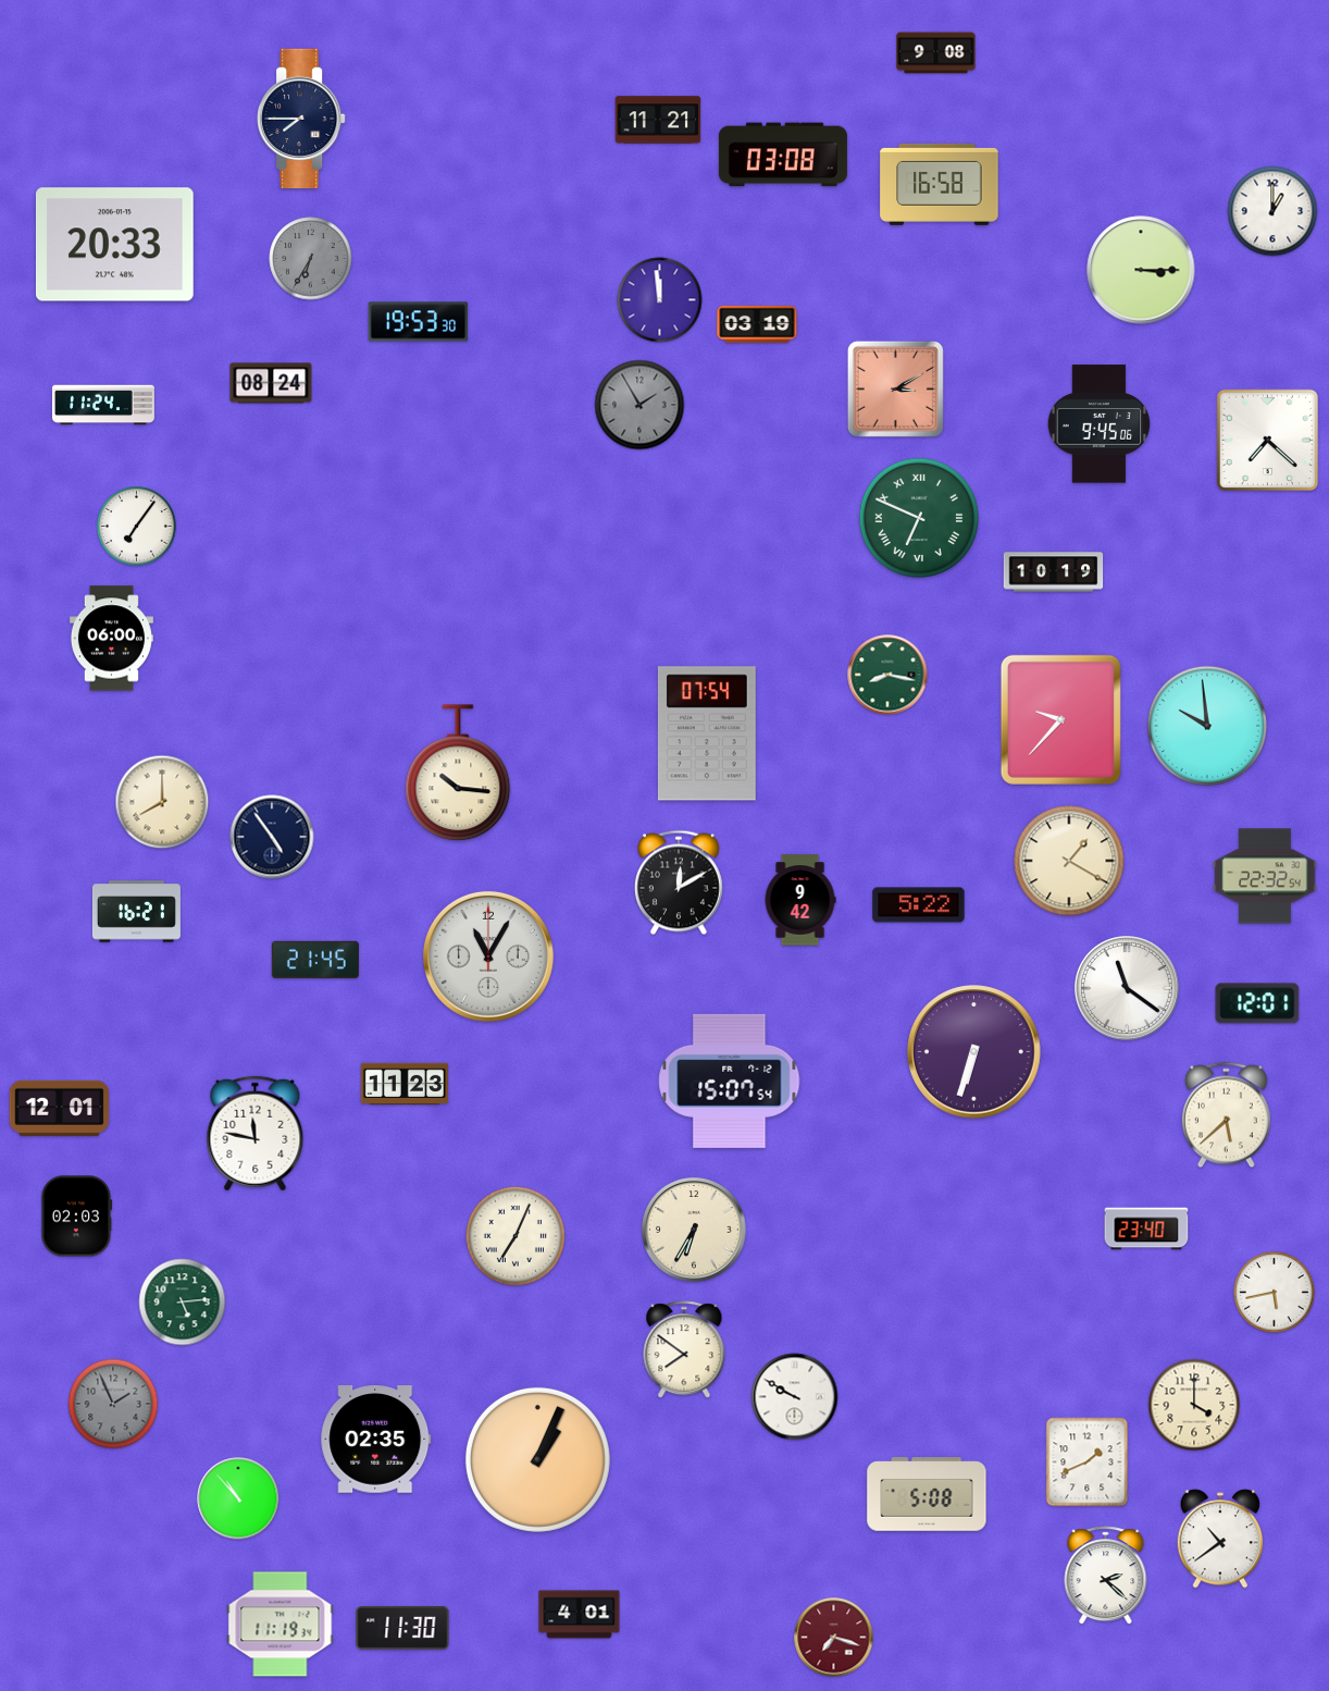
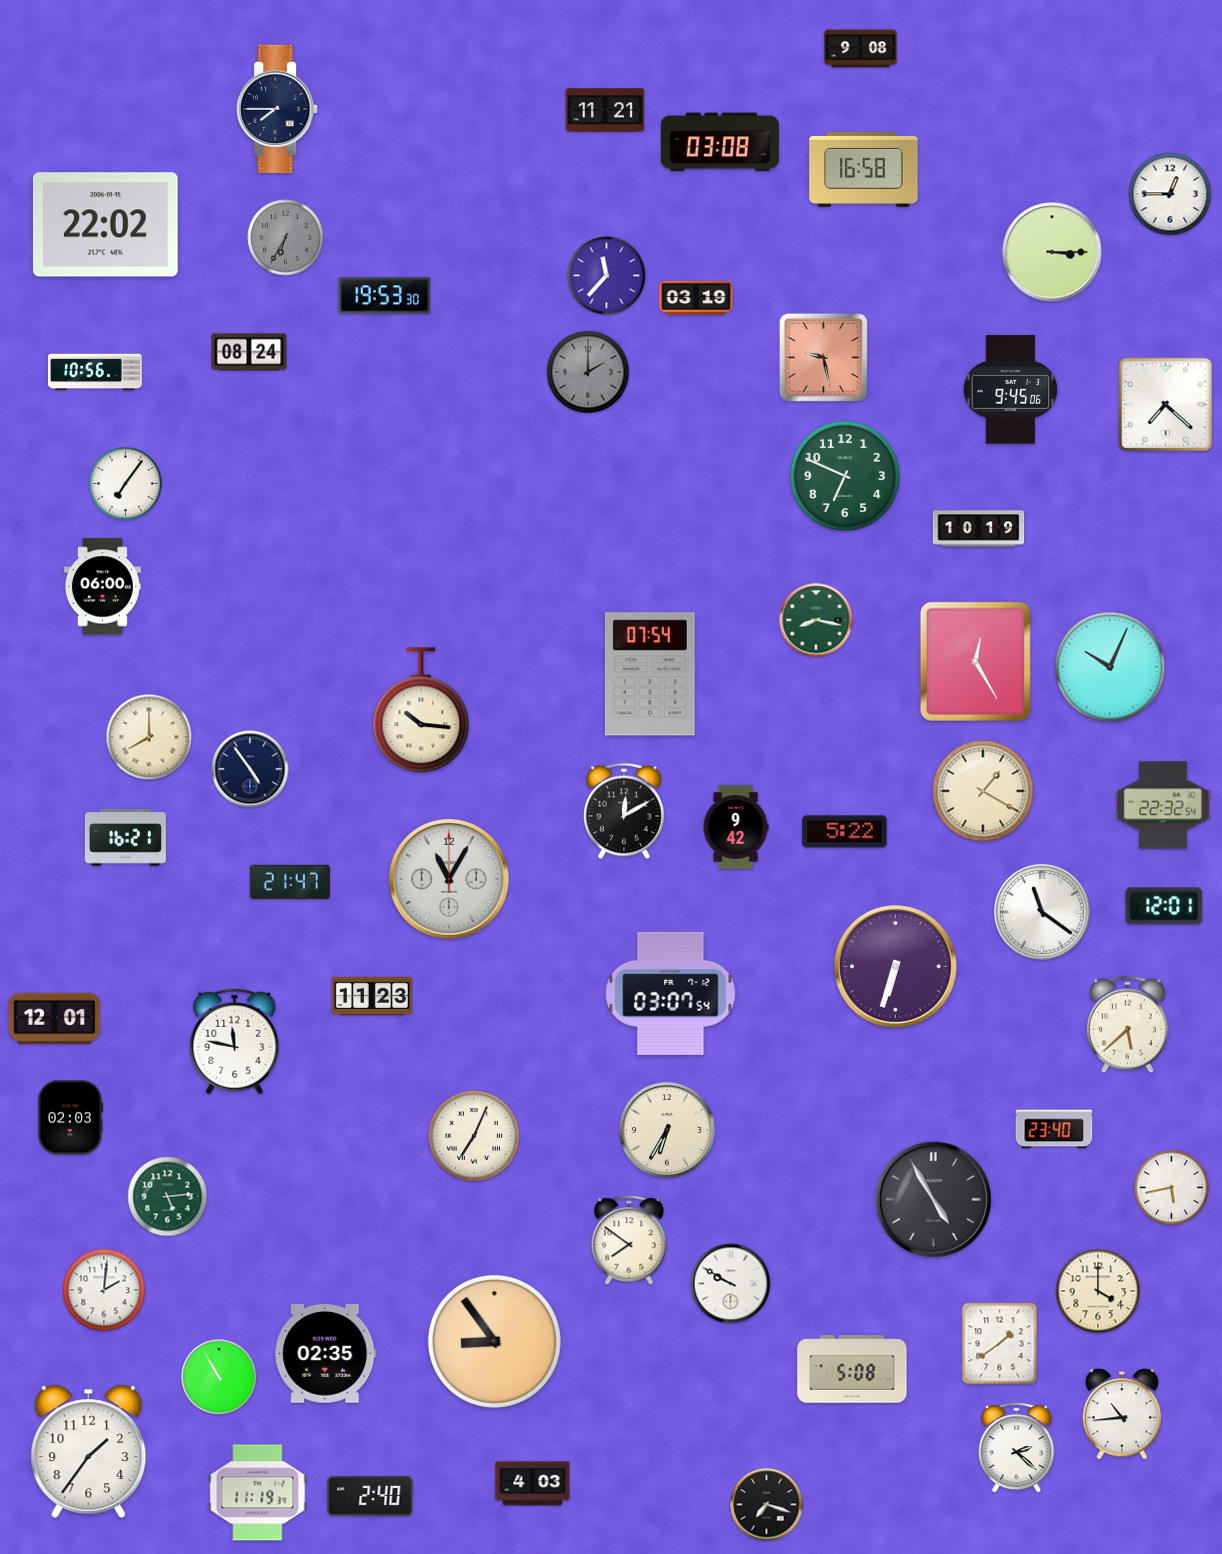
clock at (1272, 211): 1:00 -> 12:45
clock at (115, 245): 20:33 -> 22:02
clock at (1141, 270) position: (1141, 270) -> (1052, 252)
clock at (660, 300): 11:59 -> 11:37
clock at (895, 388): 3:10 -> 9:28
clock at (103, 405): 11:24 -> 10:56
clock at (639, 405): 1:55 -> 2:00
clock at (919, 518) numerals: Roman -> Arabic
clock at (1054, 572) position: (1054, 572) -> (979, 529)
clock at (1060, 719): 9:37 -> 12:25
clock at (1207, 726): 9:59 -> 10:04
clock at (315, 960): 21:45 -> 21:47
clock at (1127, 988) position: (1127, 988) -> (1042, 912)
clock at (1257, 1003) position: (1257, 1003) -> (1164, 906)
clock at (730, 1081): 15:07 -> 03:07
clock at (694, 1230) position: (694, 1230) -> (667, 1130)
clock at (933, 1199): none -> 4:55
clock at (113, 1404): 1:56 -> 2:01
clock at (113, 1404) dial: grey -> white
clock at (376, 1440) position: (376, 1440) -> (326, 1354)
clock at (537, 1459): 1:04 -> 8:54
clock at (1088, 1462): 1:41 -> 1:39
clock at (927, 1494) position: (927, 1494) -> (852, 1369)
clock at (238, 1498): 10:53 -> 10:55
clock at (1220, 1539): 10:39 -> 10:44
clock at (89, 1451): none -> 1:36
clock at (580, 1615): 4:01 -> 4:03
clock at (402, 1629): 11:30 -> 2:40
clock at (834, 1638) dial: burgundy -> black
